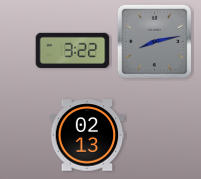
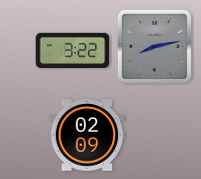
clock at (155, 42) position: (155, 42) -> (155, 47)
clock at (87, 135): 02:13 -> 02:09
